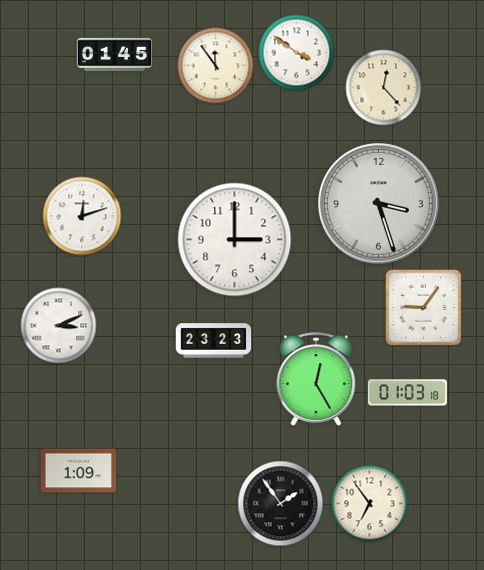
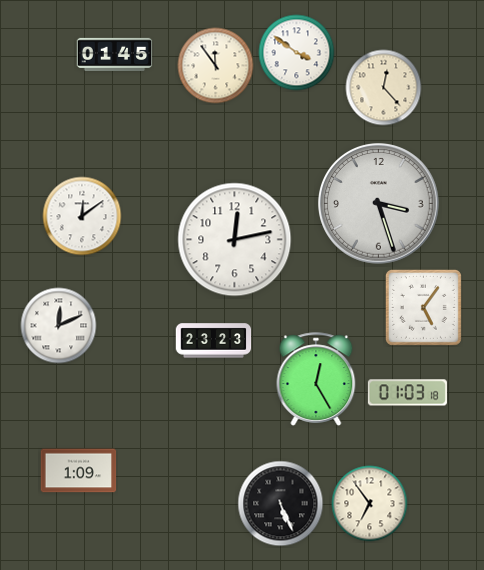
clock at (82, 216): 12:12 -> 12:09
clock at (235, 240): 3:00 -> 12:13
clock at (423, 307): 9:06 -> 5:06
clock at (59, 326): 3:11 -> 12:11
clock at (281, 504): 1:54 -> 5:26
